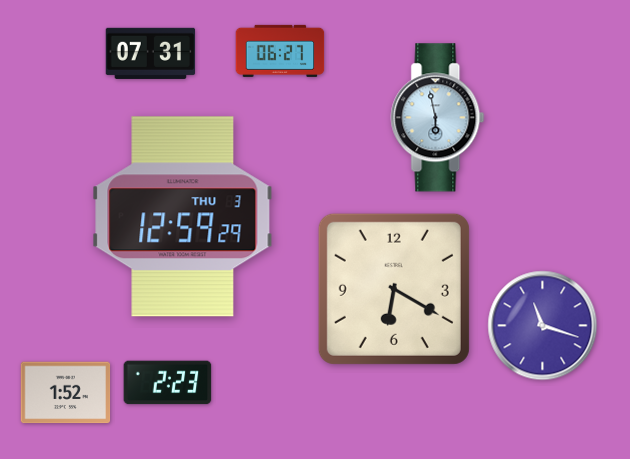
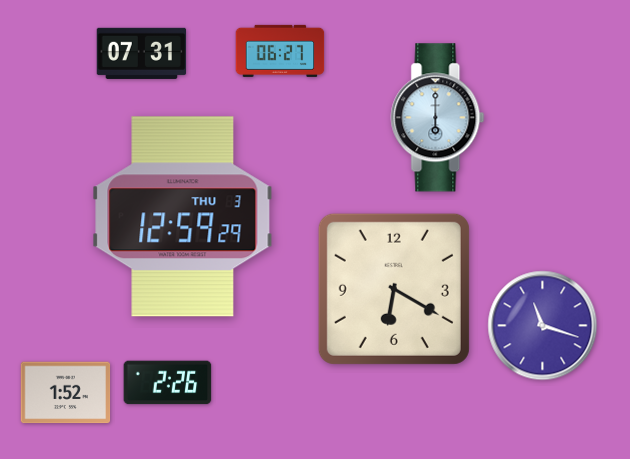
clock at (151, 53) position: (151, 53) -> (142, 53)
clock at (438, 118): 5:58 -> 6:00
clock at (168, 383): 2:23 -> 2:26
